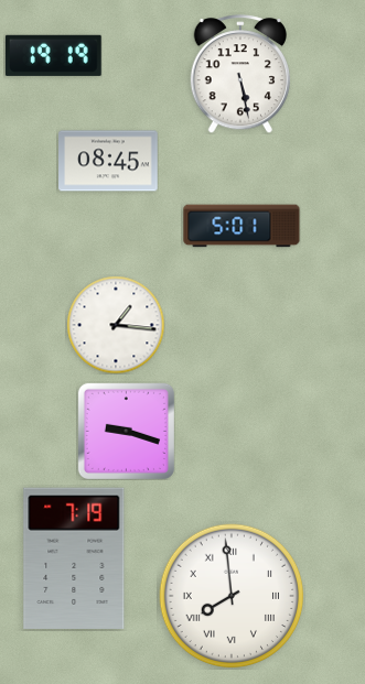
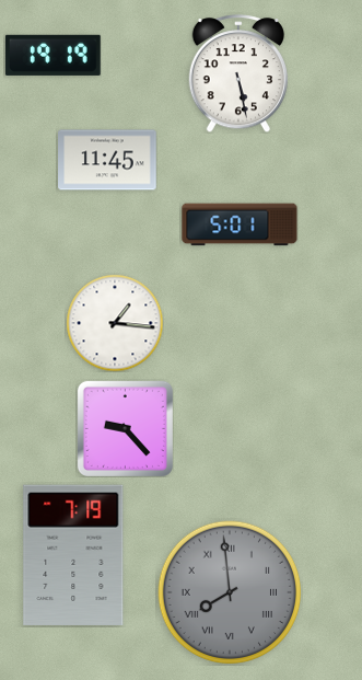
clock at (108, 161): 08:45 -> 11:45
clock at (126, 431): 9:18 -> 9:23
clock at (232, 596) dial: white -> grey
